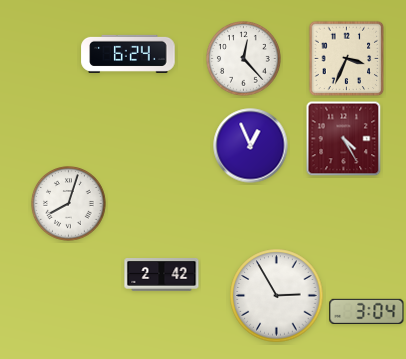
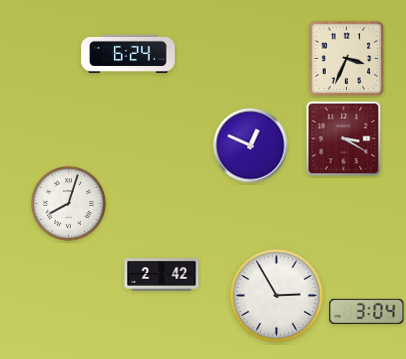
clock at (244, 59): 12:23 -> none
clock at (344, 139): 4:25 -> 3:20
clock at (251, 146): 12:56 -> 12:49
